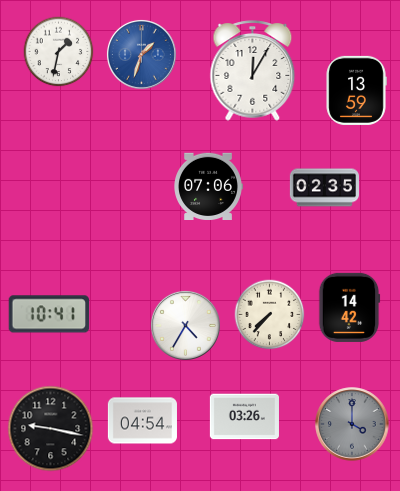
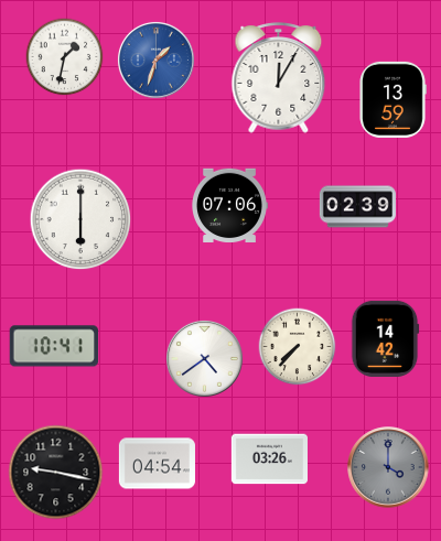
clock at (324, 188): 02:35 -> 02:39
clock at (80, 219): none -> 6:00
clock at (185, 325): 4:35 -> 4:39
